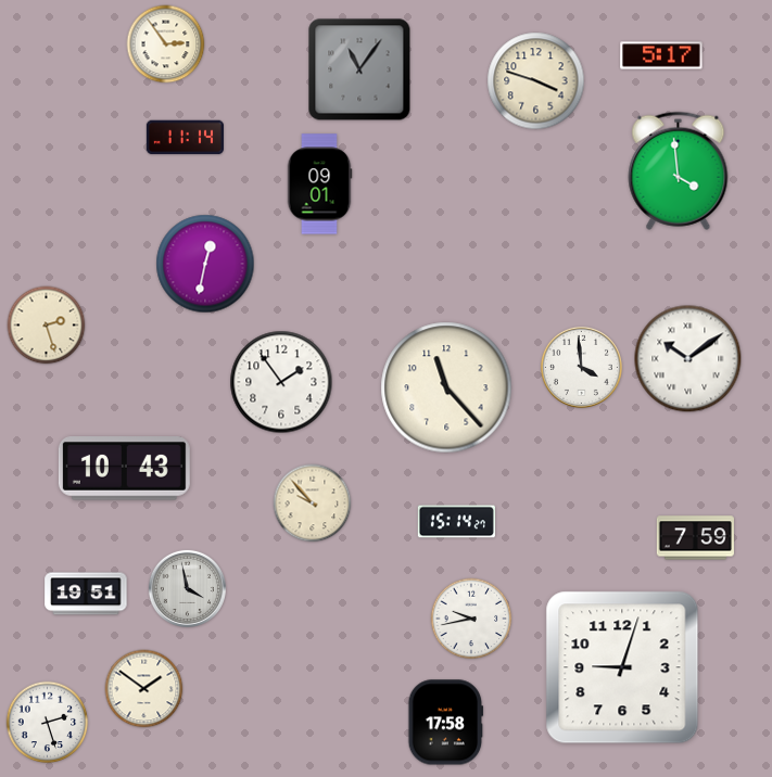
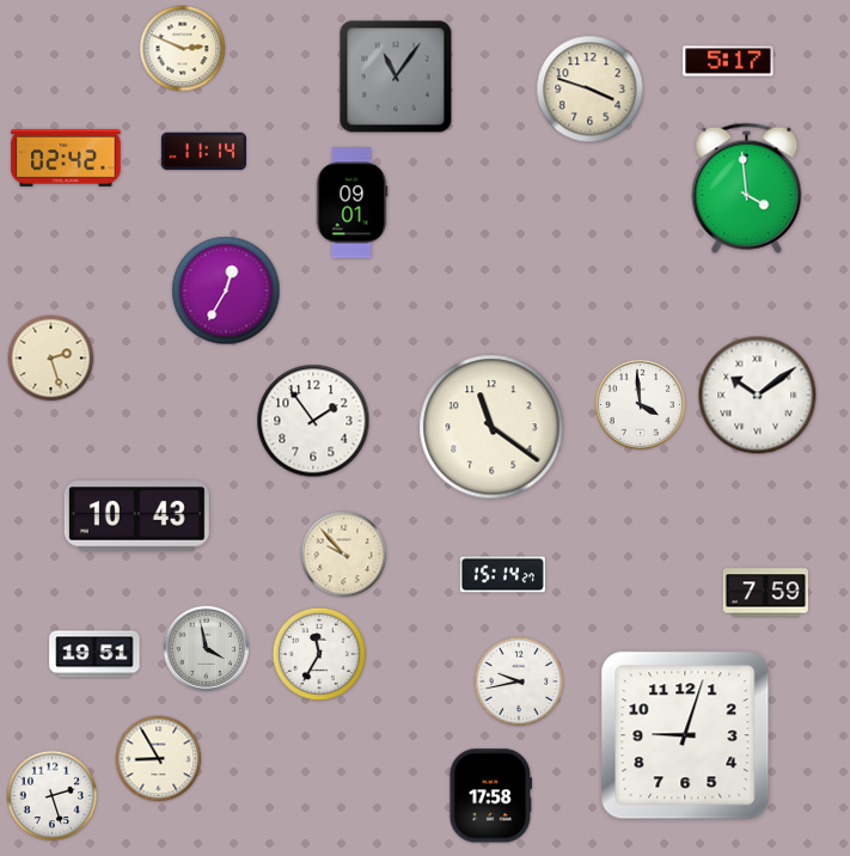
clock at (166, 44): 2:54 -> 2:49
clock at (66, 158): none -> 02:42
clock at (205, 264): 12:32 -> 12:35
clock at (281, 382) position: (281, 382) -> (313, 421)
clock at (446, 387): 11:23 -> 11:21
clock at (318, 654): none -> 11:35
clock at (144, 689): 1:51 -> 8:55
